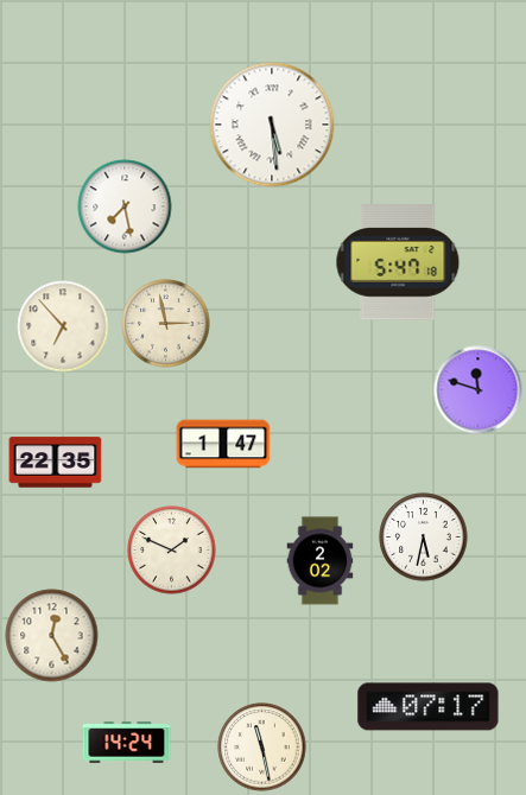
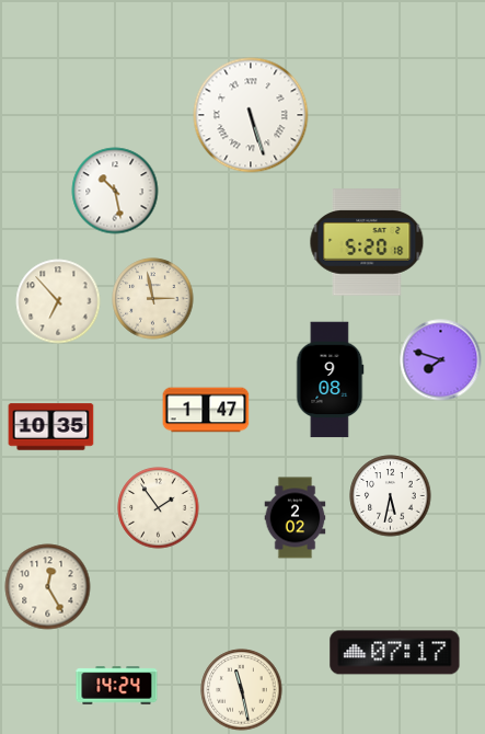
clock at (272, 125): 5:29 -> 5:27
clock at (125, 206): 7:28 -> 10:28
clock at (398, 262): 5:47 -> 5:20
clock at (479, 390): 11:48 -> 7:48
clock at (331, 380): none -> 9:08
clock at (56, 463): 22:35 -> 10:35
clock at (172, 551): 1:49 -> 1:54
